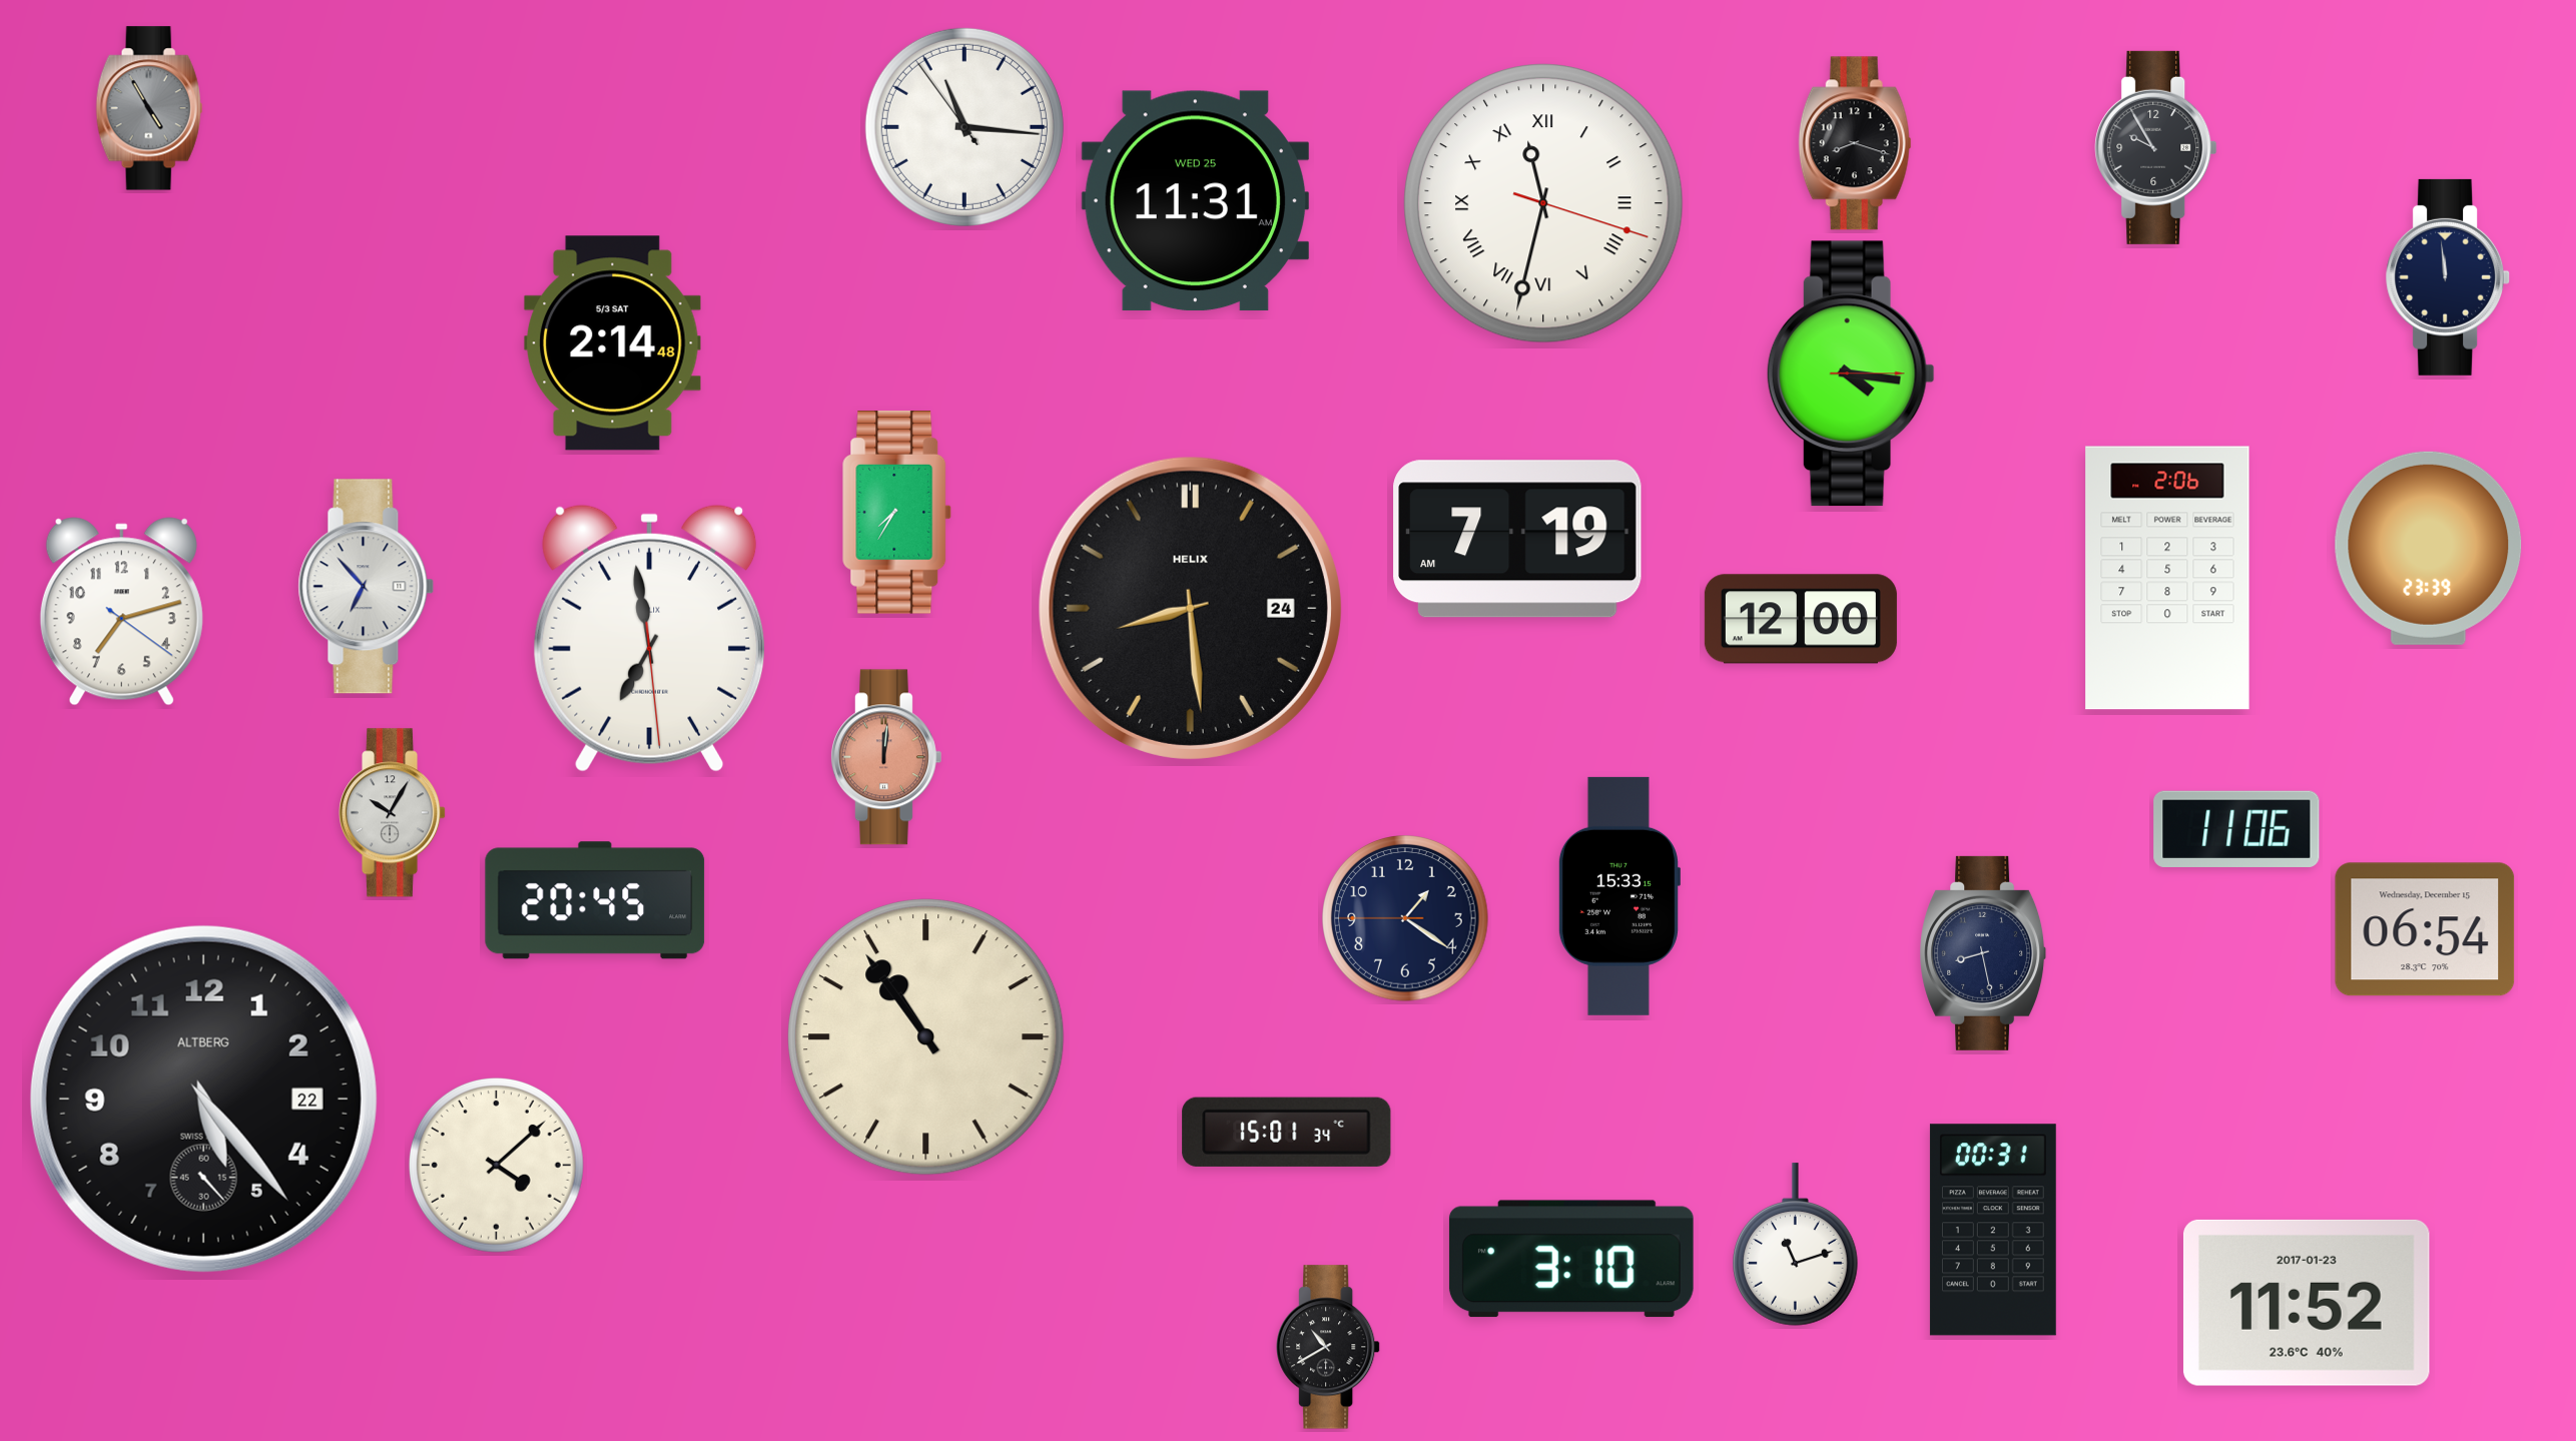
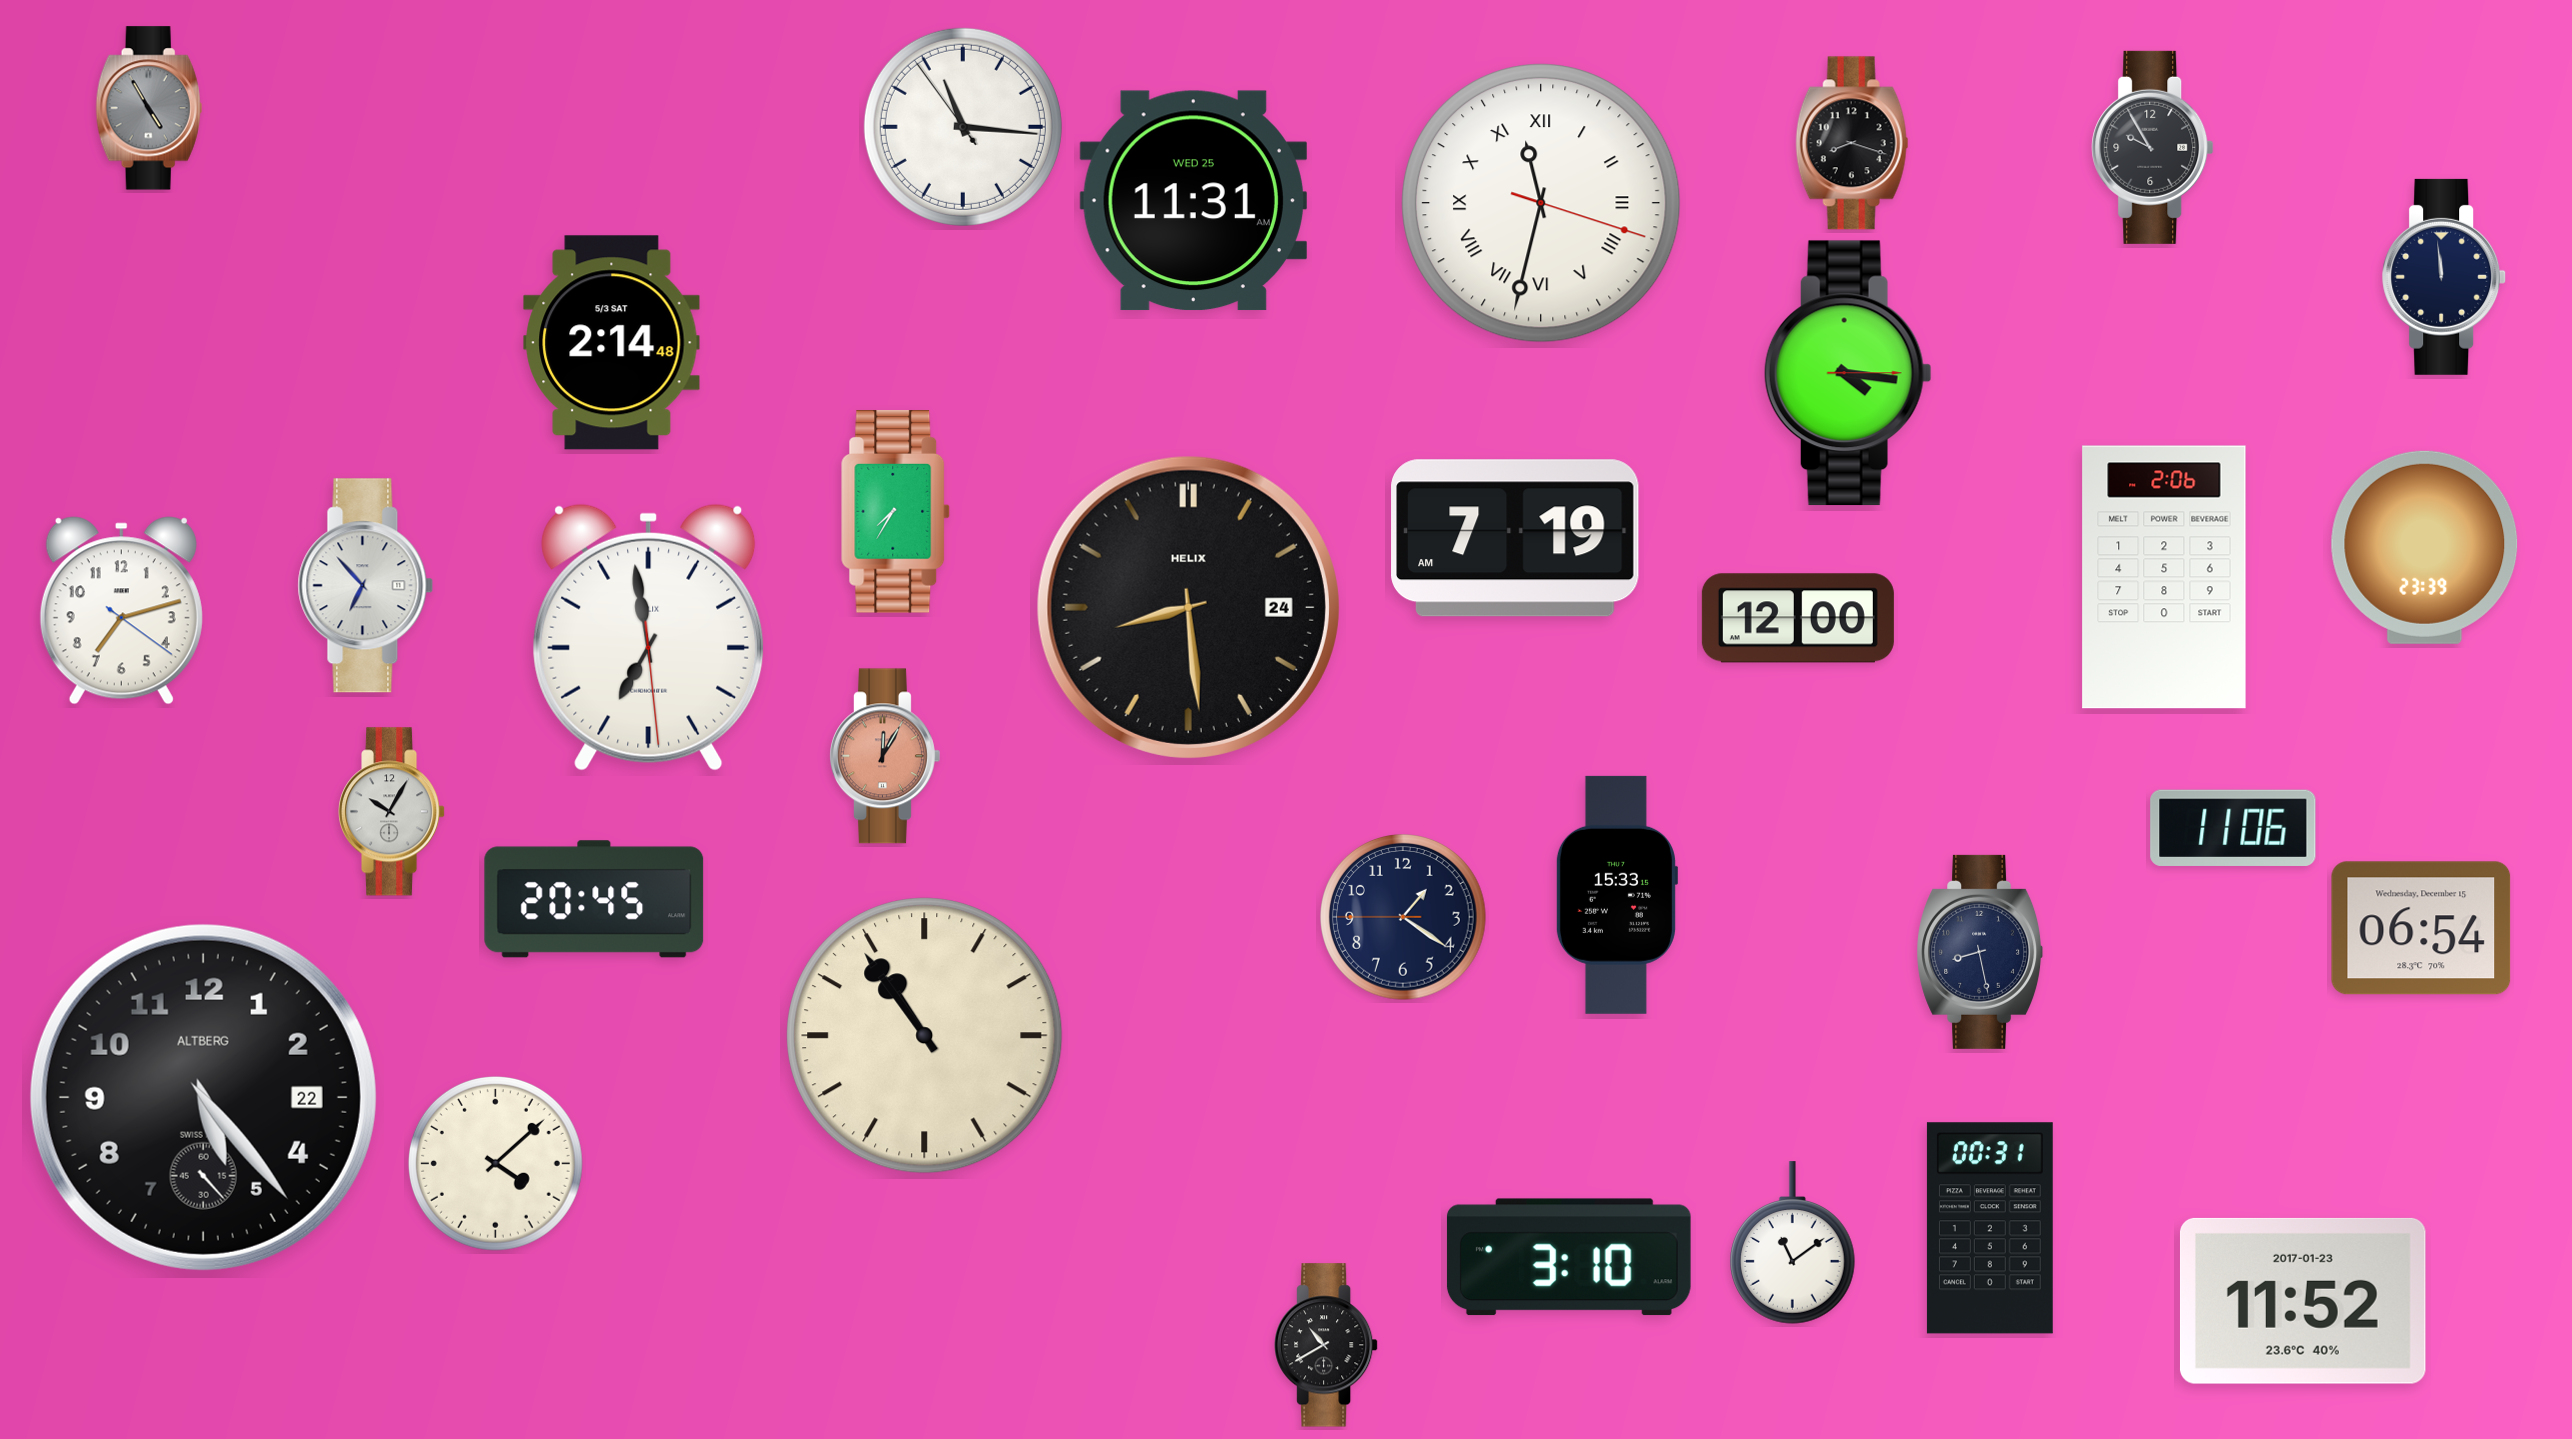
clock at (886, 757): 12:01 -> 12:05
clock at (1287, 1132): 15:01 -> none
clock at (1796, 1245): 11:12 -> 11:09
